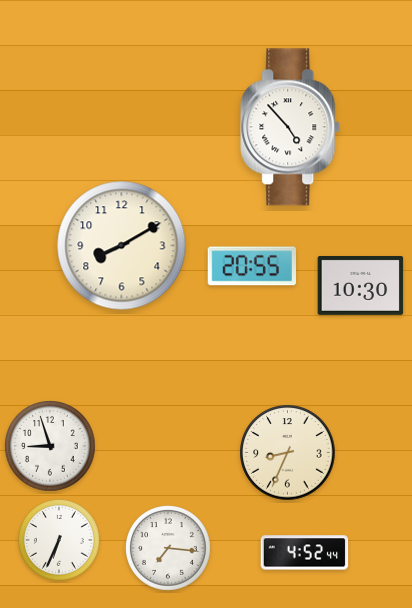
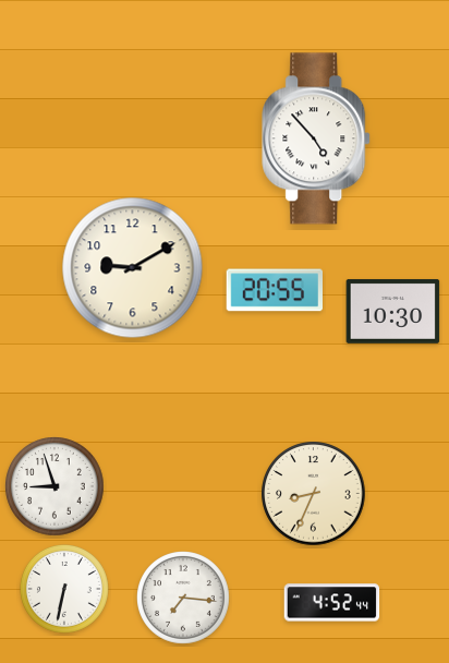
clock at (122, 246): 8:10 -> 9:10
clock at (59, 540): 6:34 -> 6:32
